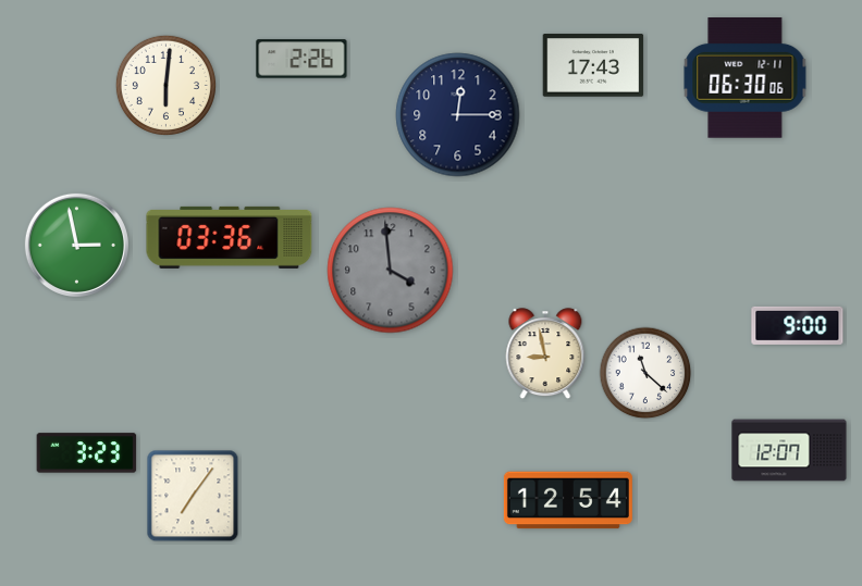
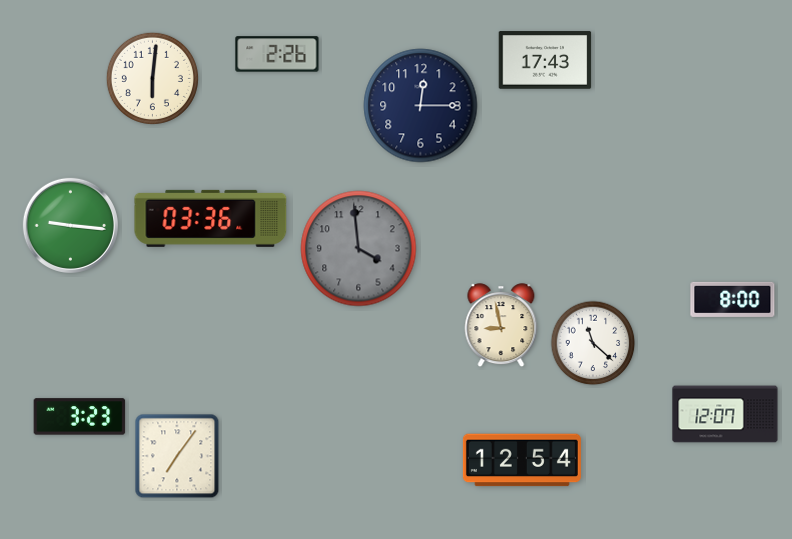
clock at (746, 78): 06:30 -> none
clock at (76, 245): 2:58 -> 9:16
clock at (798, 325): 9:00 -> 8:00
